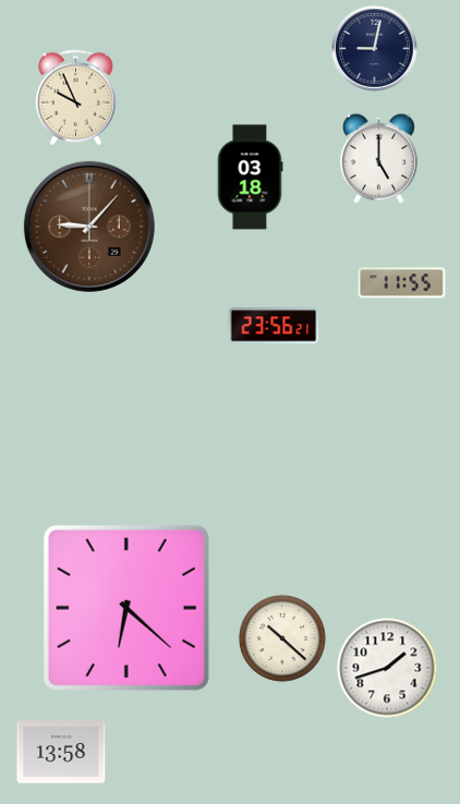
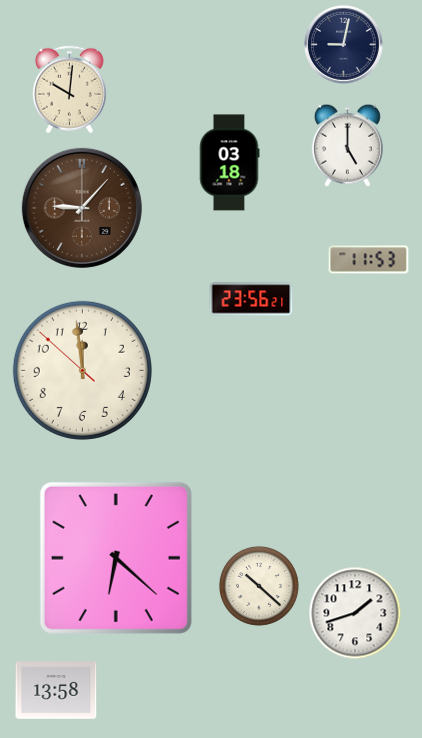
clock at (75, 98): 9:56 -> 10:01
clock at (402, 283): 11:55 -> 11:53
clock at (82, 370): none -> 11:58
